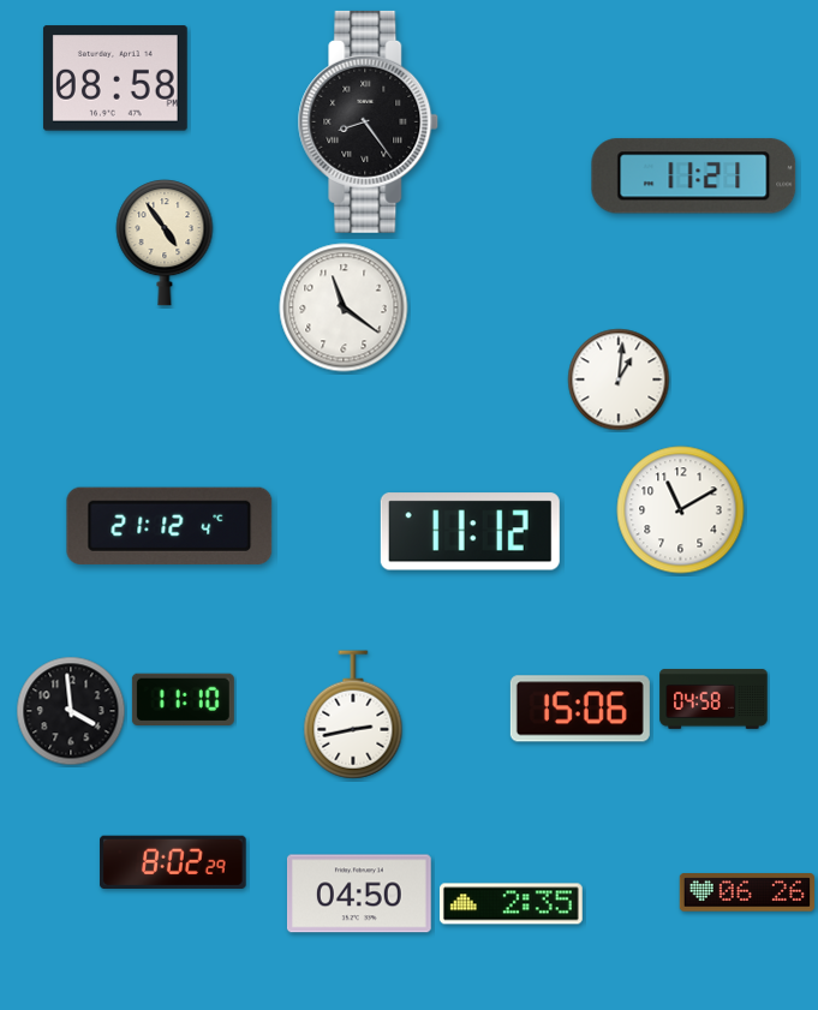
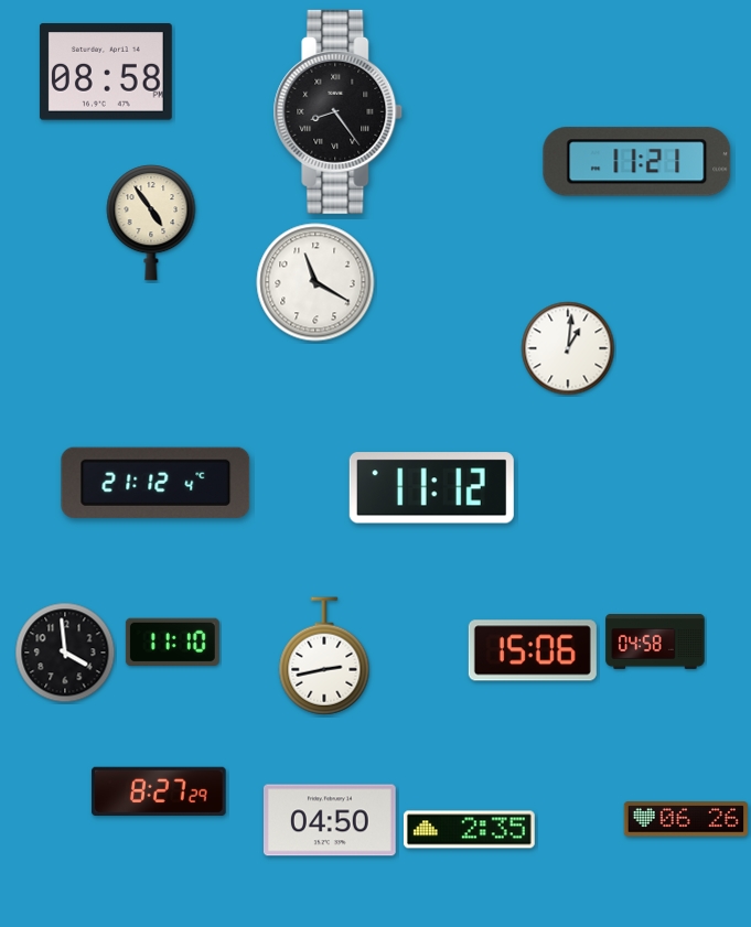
clock at (344, 307): 11:21 -> 11:20
clock at (681, 510): 11:10 -> none
clock at (183, 699) position: (183, 699) -> (172, 642)
clock at (173, 861): 8:02 -> 8:27
